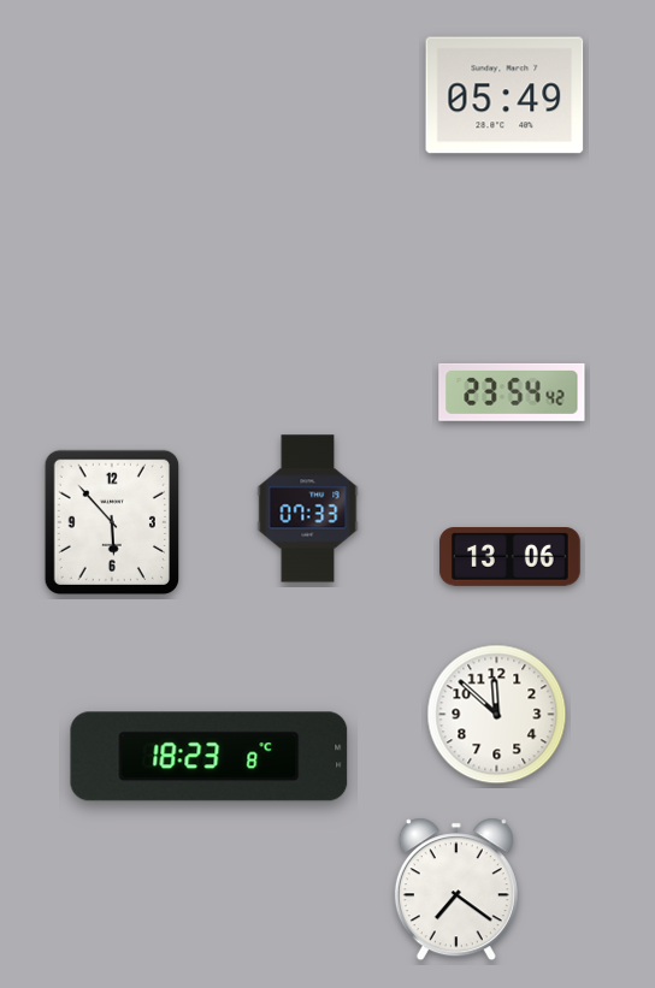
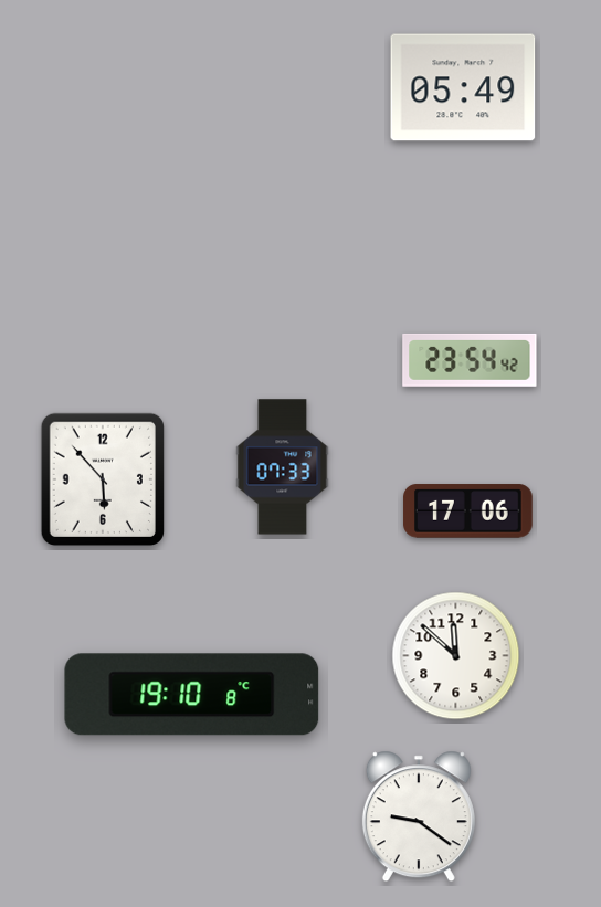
clock at (511, 557): 13:06 -> 17:06
clock at (210, 757): 18:23 -> 19:10
clock at (456, 889): 7:21 -> 9:21
